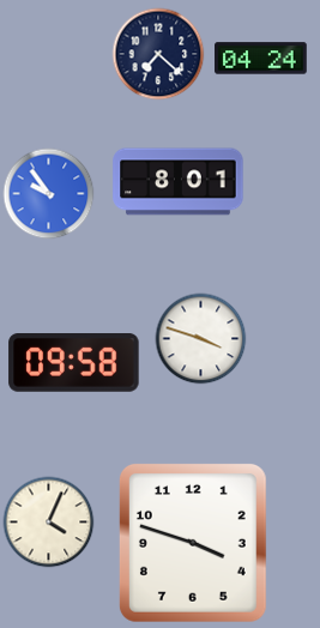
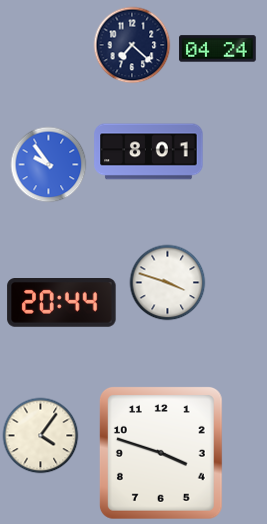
clock at (49, 194) position: (49, 194) -> (49, 165)
clock at (74, 363): 09:58 -> 20:44
clock at (49, 523): 4:04 -> 4:06
